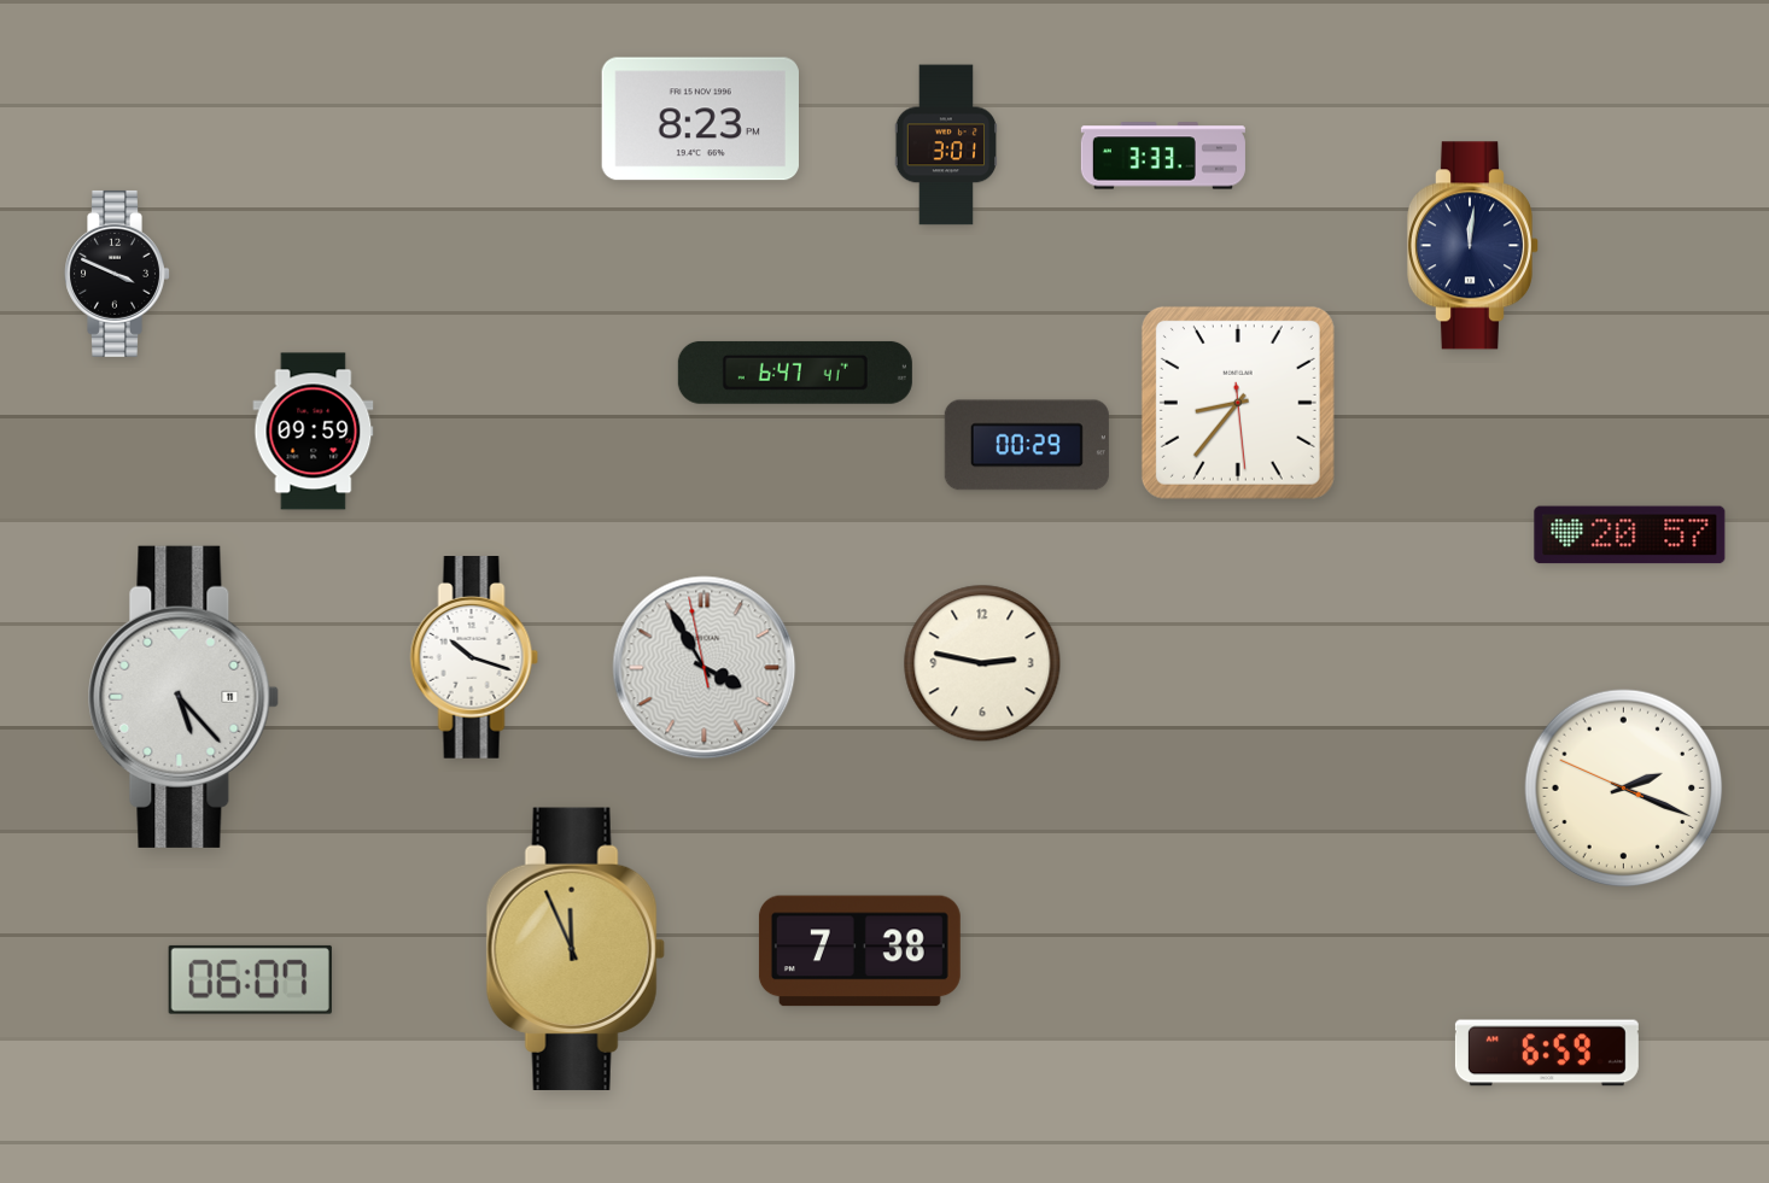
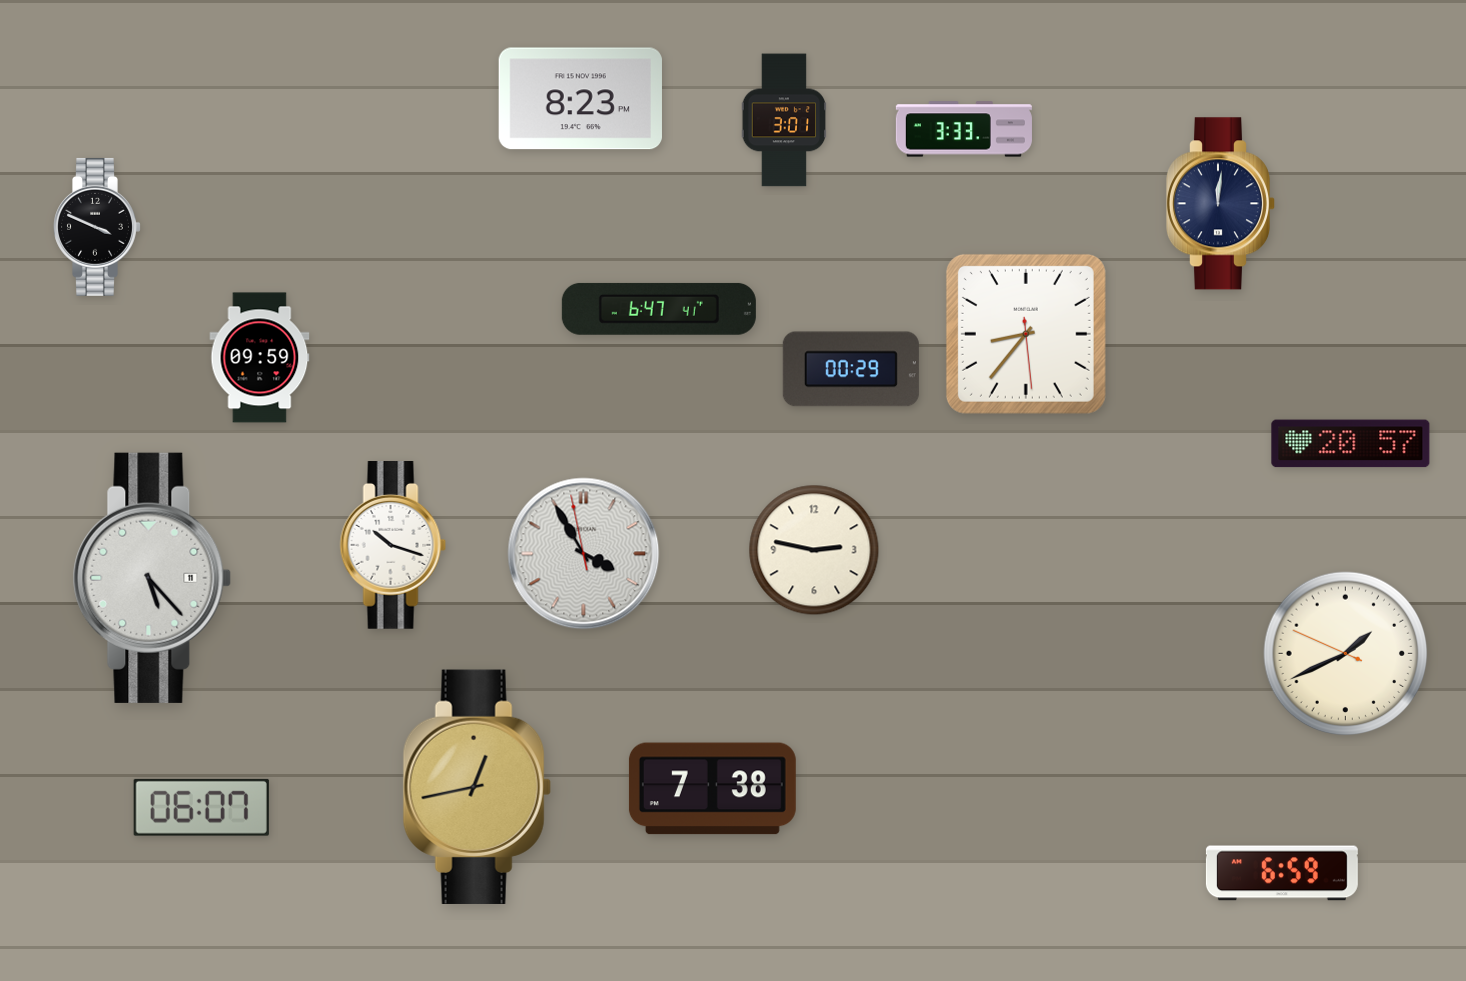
clock at (1624, 789): 2:18 -> 1:40
clock at (576, 949): 11:56 -> 12:43
clock at (250, 979) position: (250, 979) -> (201, 807)
